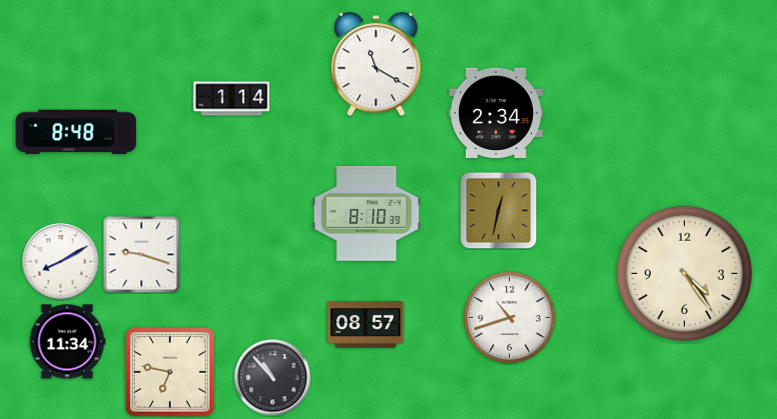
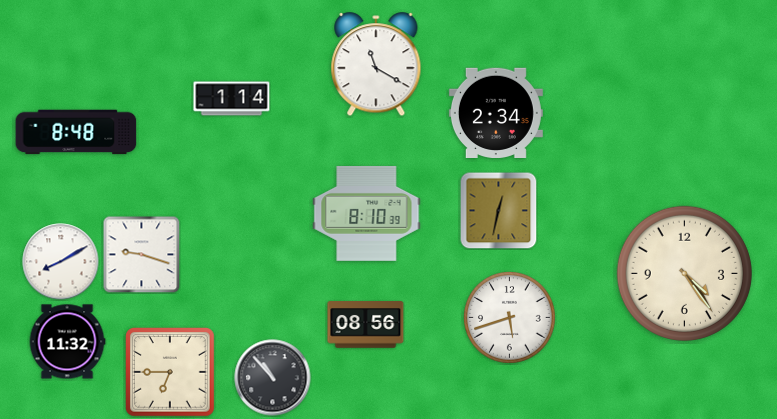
clock at (510, 318): 10:42 -> 5:42
clock at (366, 325): 08:57 -> 08:56
clock at (67, 342): 11:34 -> 11:32
clock at (171, 373): 6:47 -> 6:45
